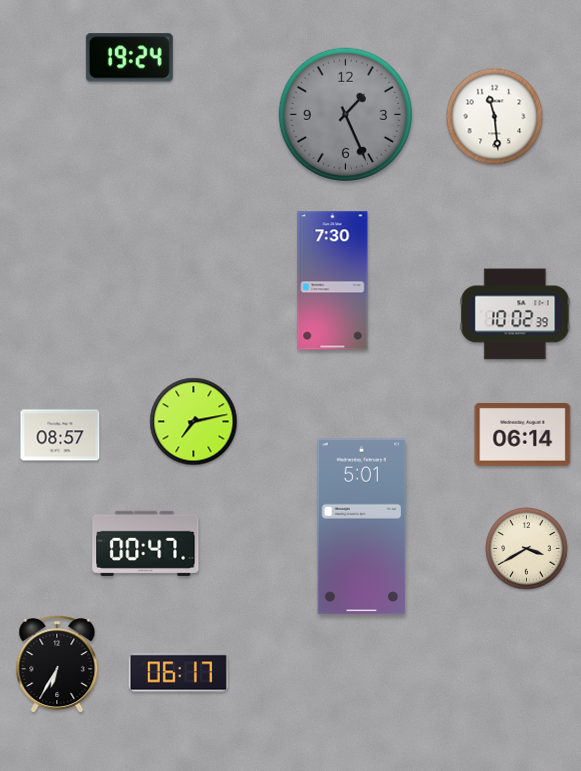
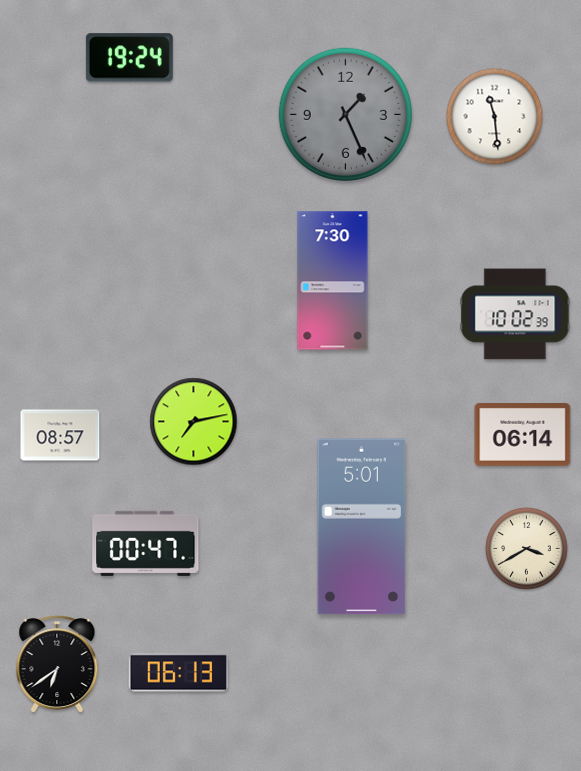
clock at (57, 663): 6:35 -> 6:39
clock at (179, 673): 06:17 -> 06:13
